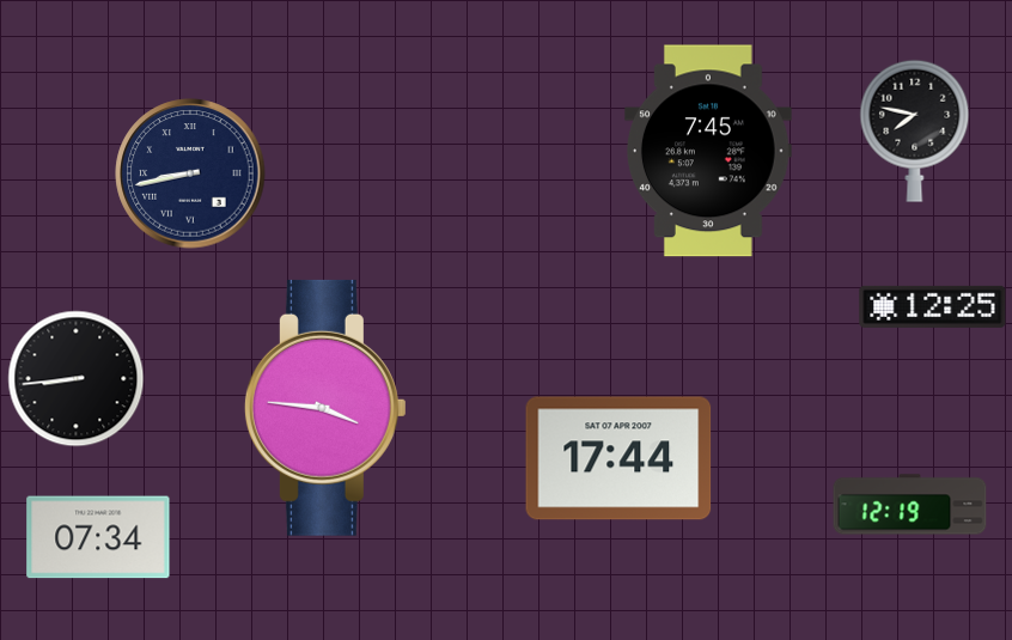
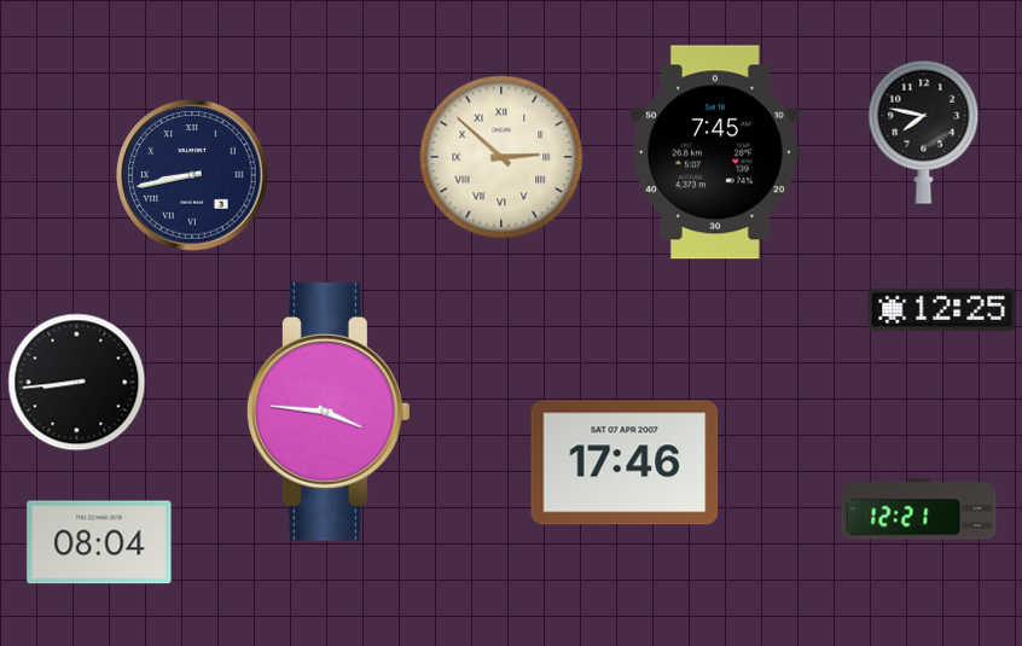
clock at (501, 157): none -> 2:52
clock at (618, 458): 17:44 -> 17:46
clock at (910, 505): 12:19 -> 12:21
clock at (98, 537): 07:34 -> 08:04
